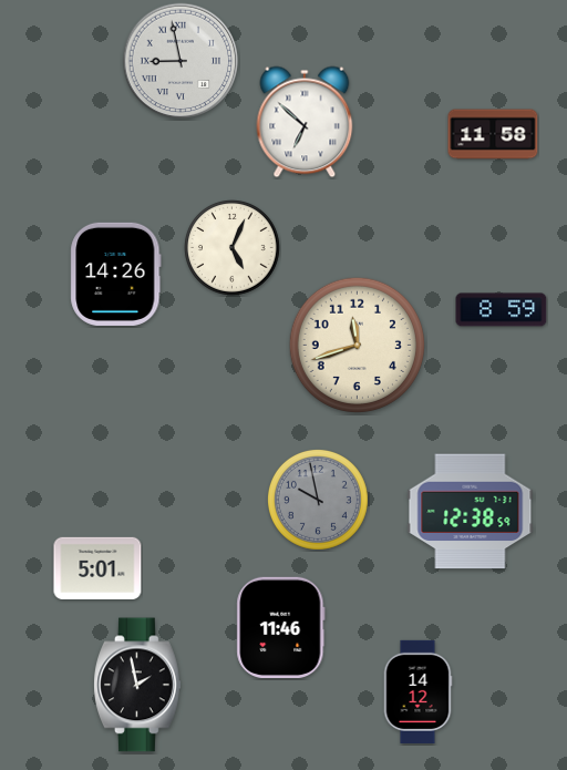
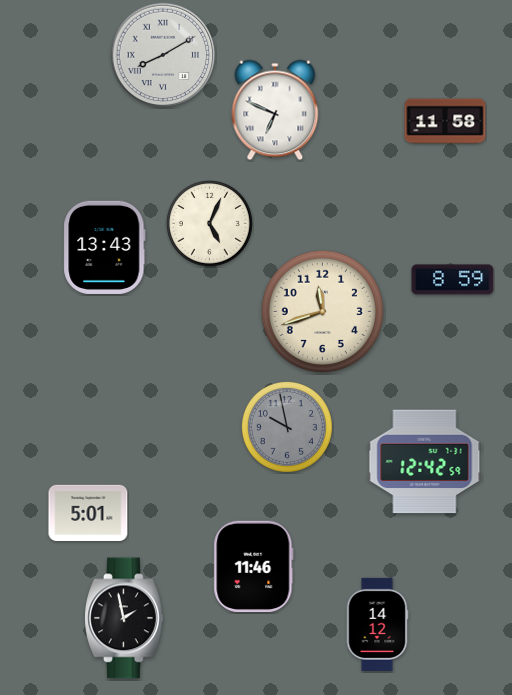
clock at (181, 61): 8:58 -> 8:10
clock at (305, 122): 6:52 -> 6:49
clock at (116, 274): 14:26 -> 13:43
clock at (318, 500) position: (318, 500) -> (287, 427)
clock at (471, 512): 12:38 -> 12:42
